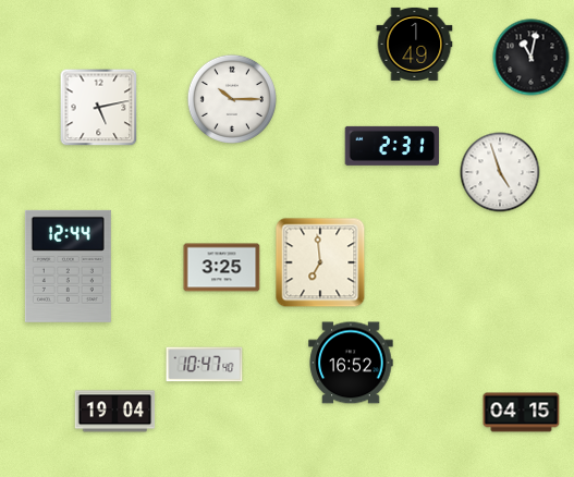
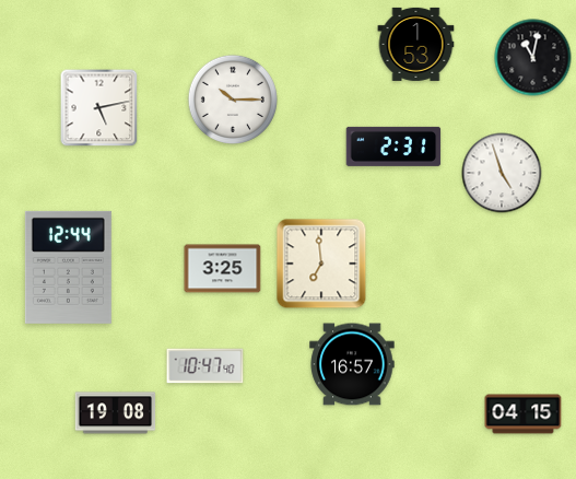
clock at (415, 44): 1:49 -> 1:53
clock at (351, 363): 16:52 -> 16:57
clock at (115, 412): 19:04 -> 19:08
